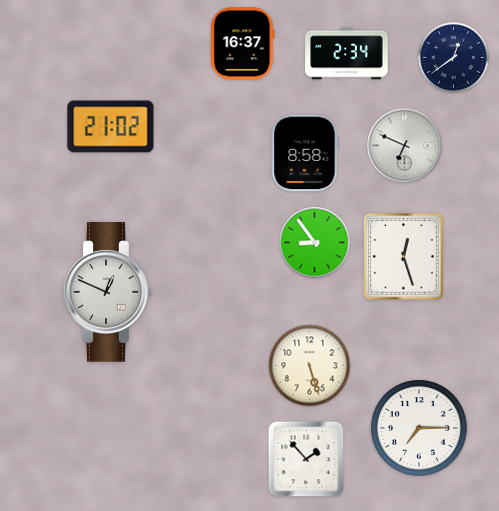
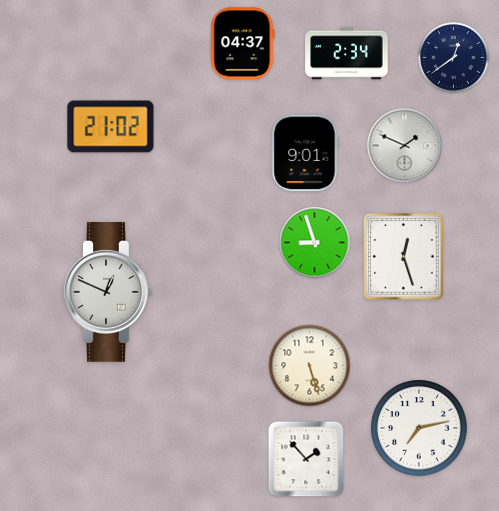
clock at (243, 44): 16:37 -> 04:37
clock at (405, 146): 6:49 -> 1:49
clock at (305, 153): 8:58 -> 9:01
clock at (315, 243): 8:54 -> 8:57
clock at (420, 429): 7:15 -> 7:13
